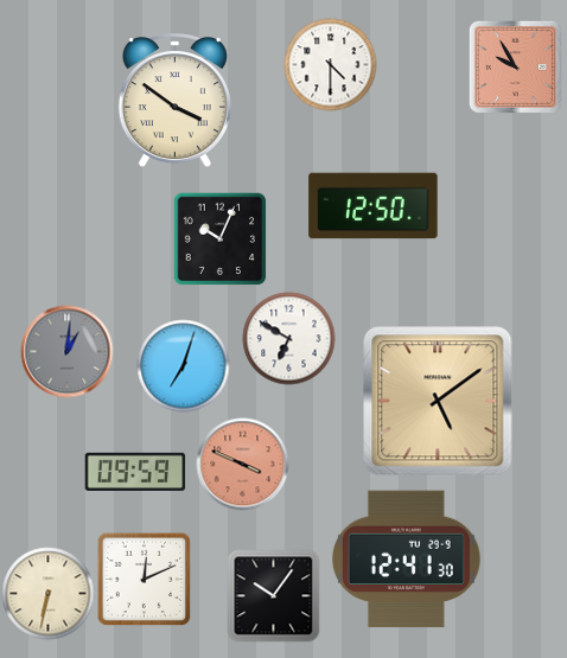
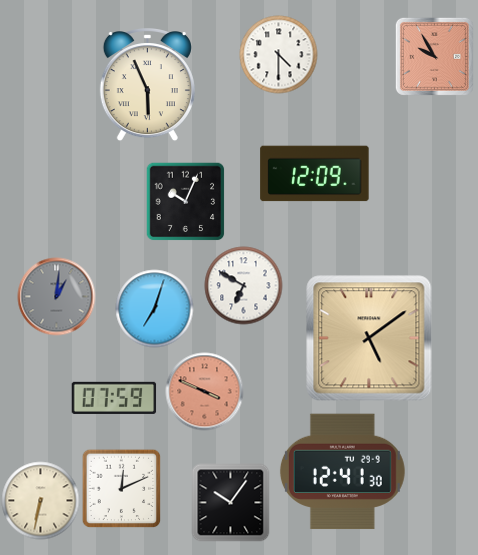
clock at (174, 101): 3:51 -> 5:56
clock at (374, 206): 12:50 -> 12:09
clock at (135, 472): 09:59 -> 07:59
